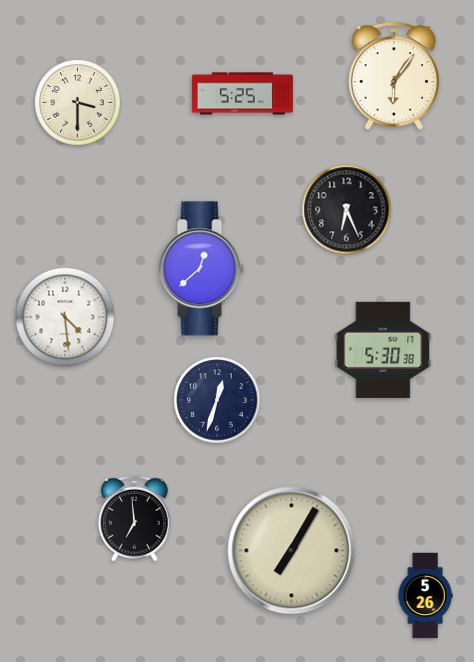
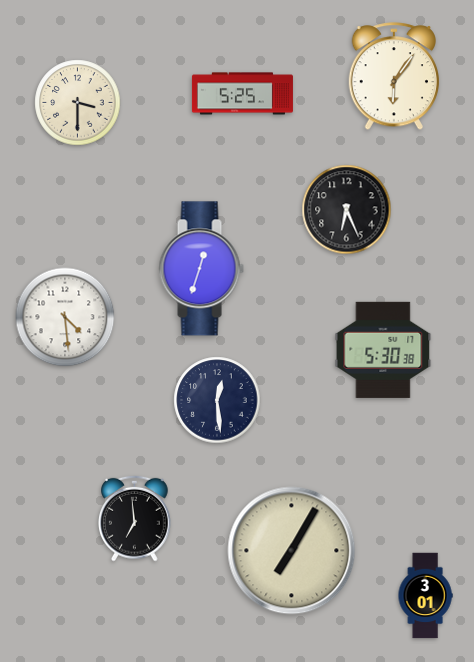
clock at (201, 269): 12:38 -> 12:33
clock at (217, 400): 12:33 -> 12:29
clock at (425, 596): 5:26 -> 3:01
